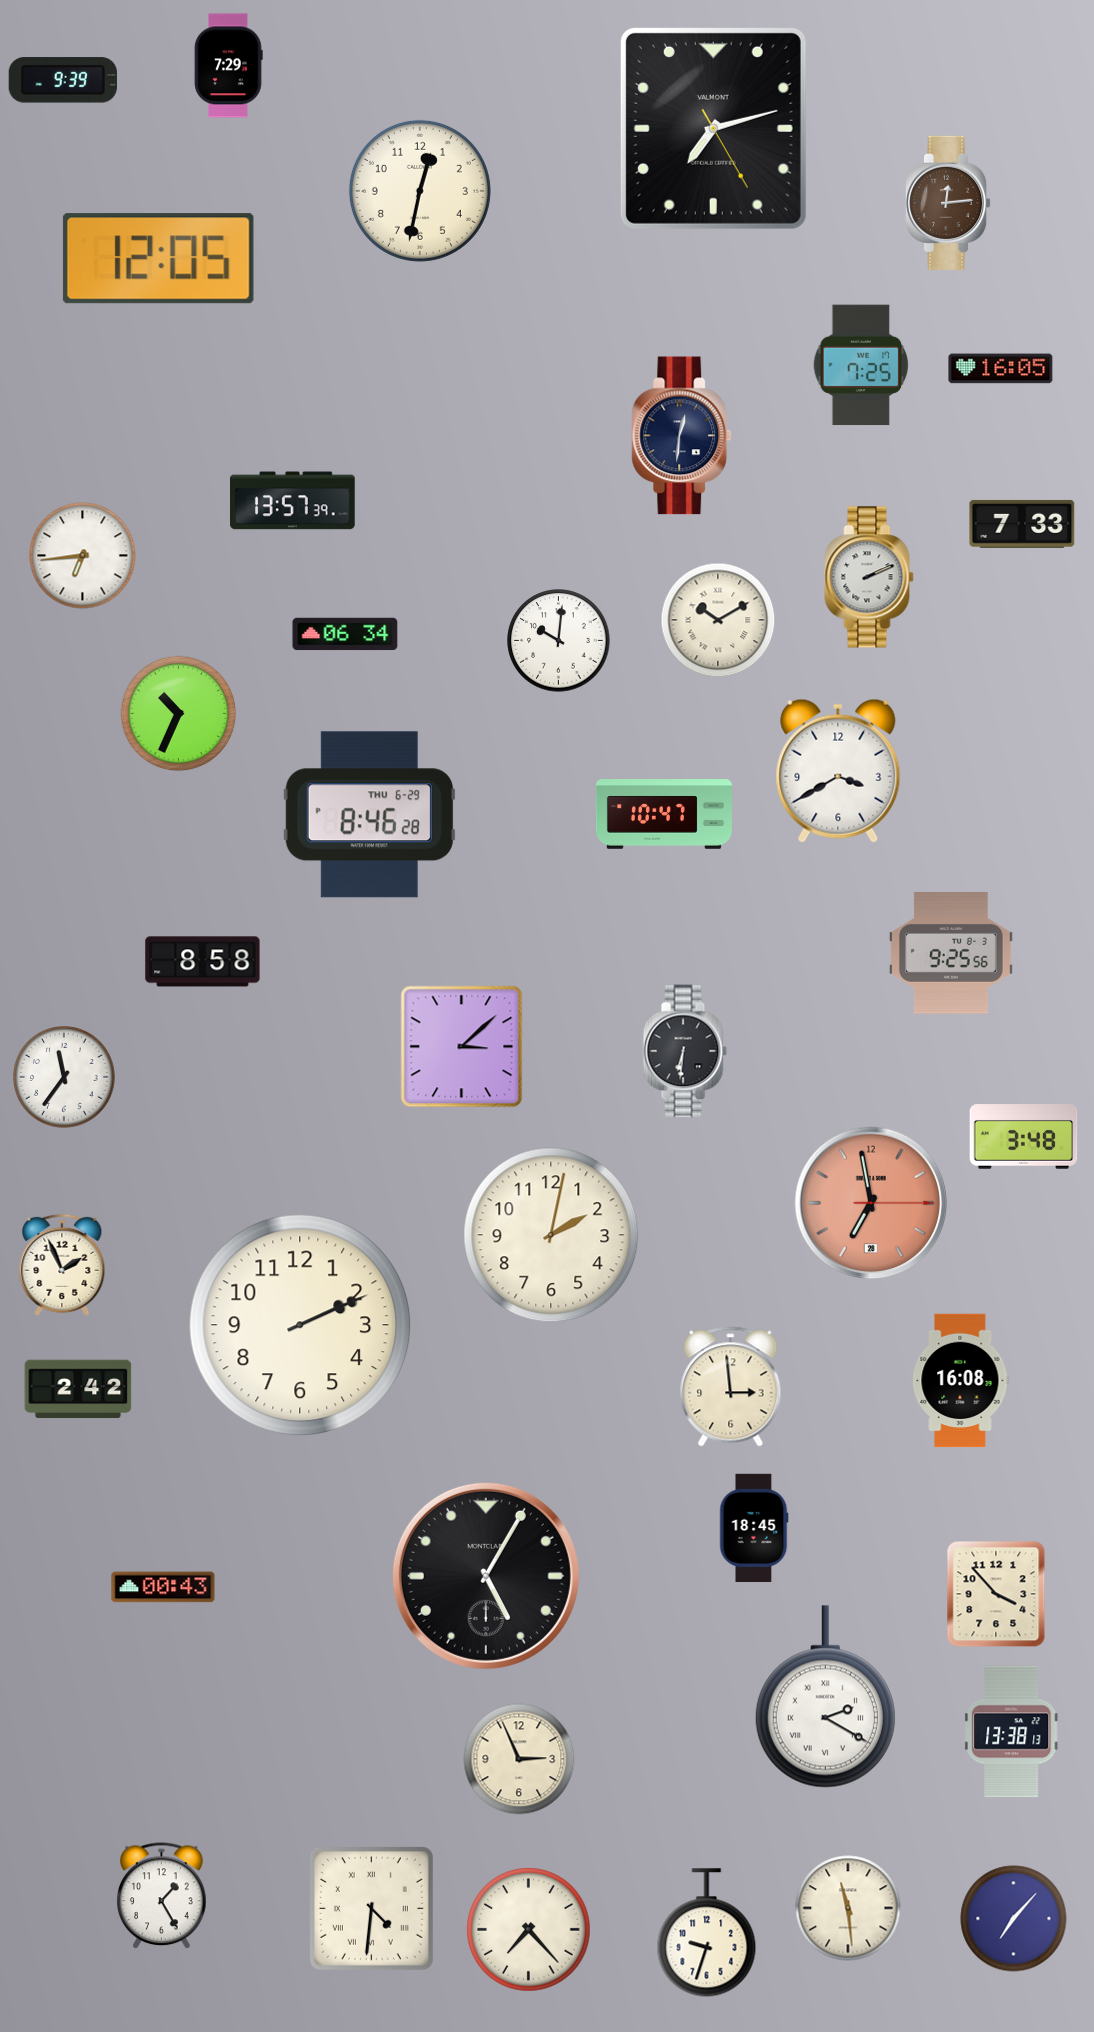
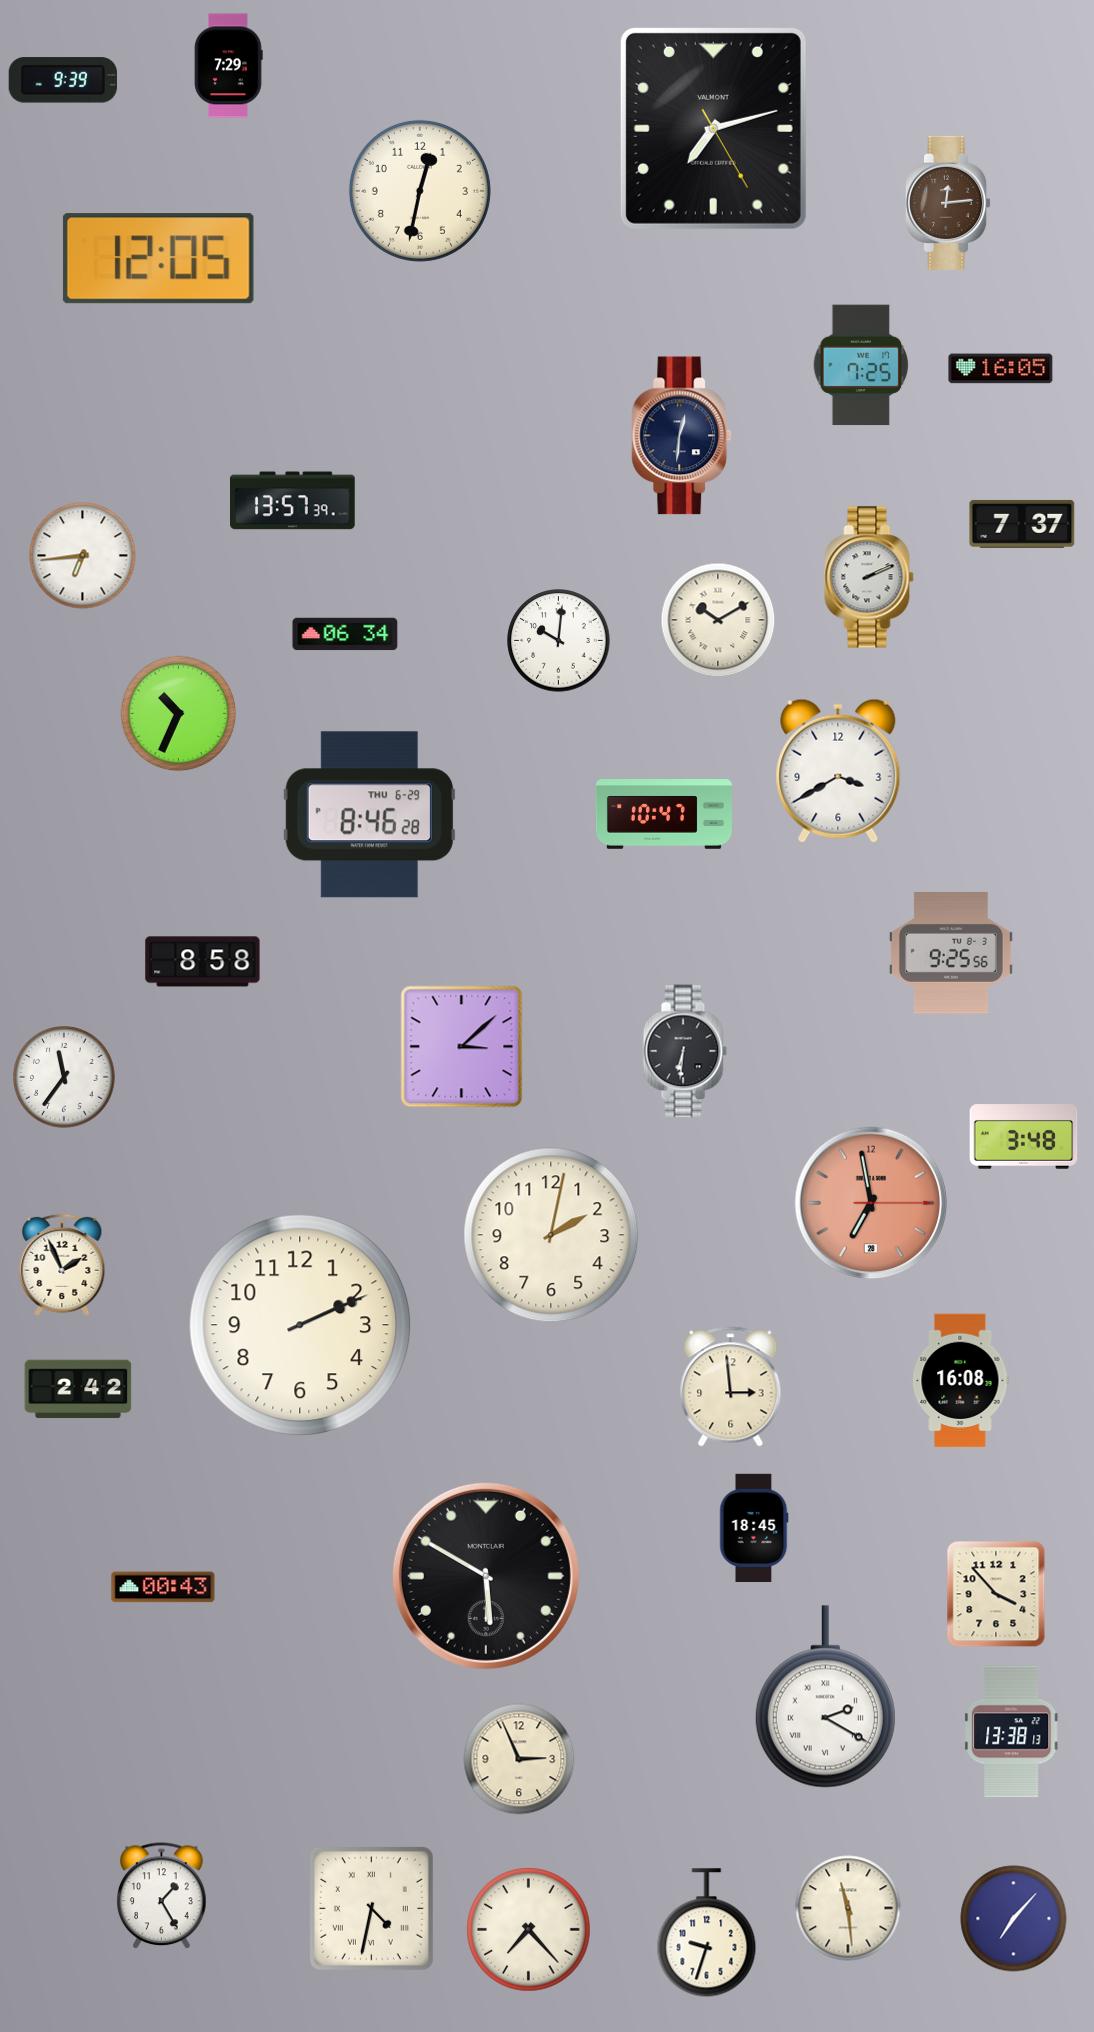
clock at (1022, 524): 7:33 -> 7:37
clock at (486, 1576): 5:05 -> 5:50
clock at (371, 1908): 4:31 -> 4:32
